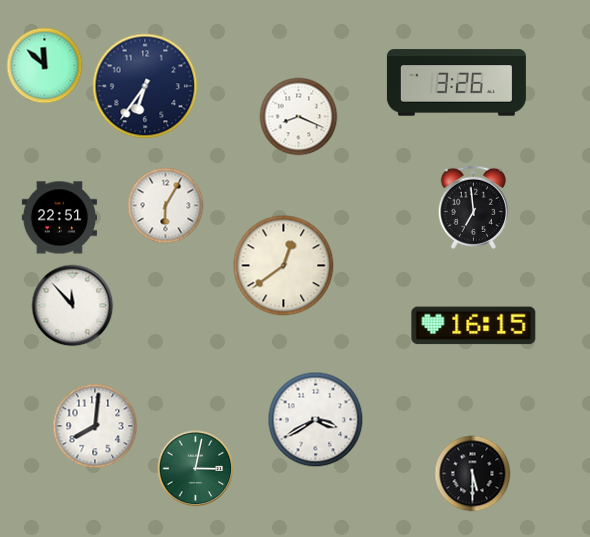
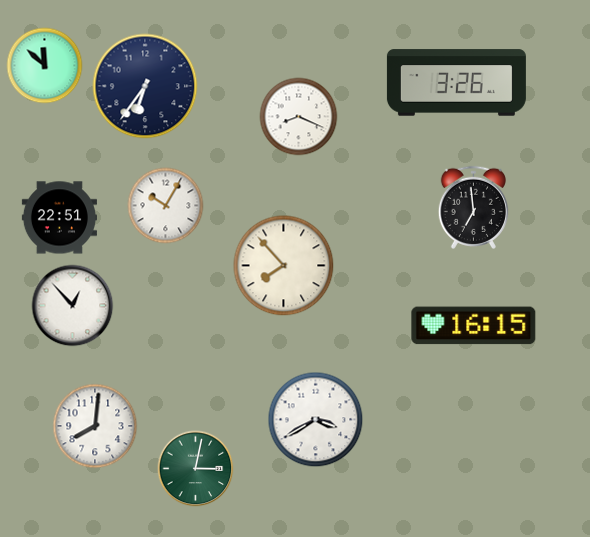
clock at (166, 206): 6:05 -> 10:05
clock at (284, 266): 12:39 -> 7:53
clock at (73, 306): 11:53 -> 12:53
clock at (473, 474): 5:30 -> none
